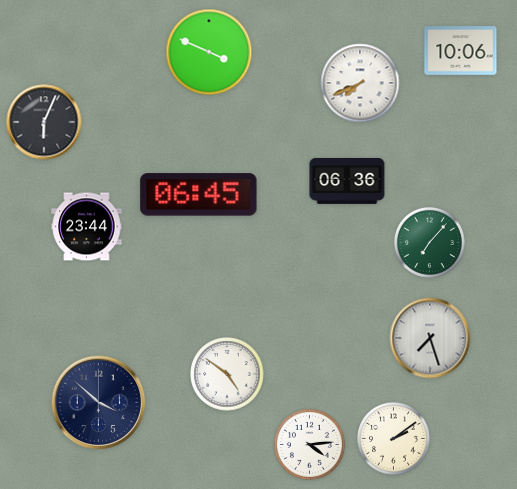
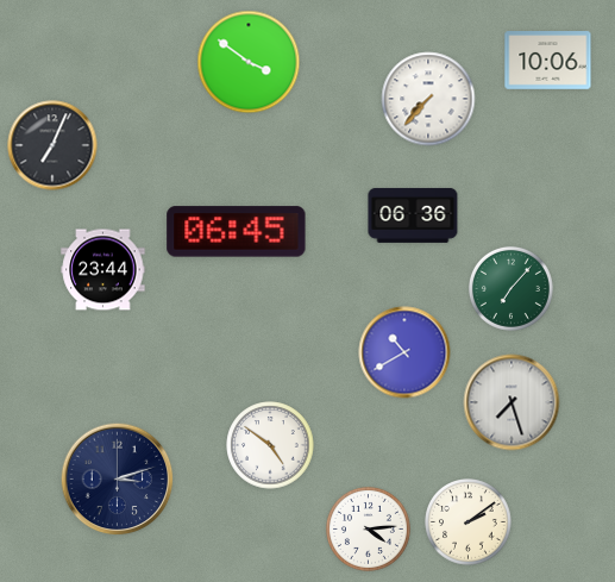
clock at (209, 52): 3:49 -> 3:51
clock at (360, 83): 7:41 -> 7:37
clock at (44, 122): 6:04 -> 7:04
clock at (404, 352): none -> 10:40
clock at (99, 403): 3:52 -> 3:12
